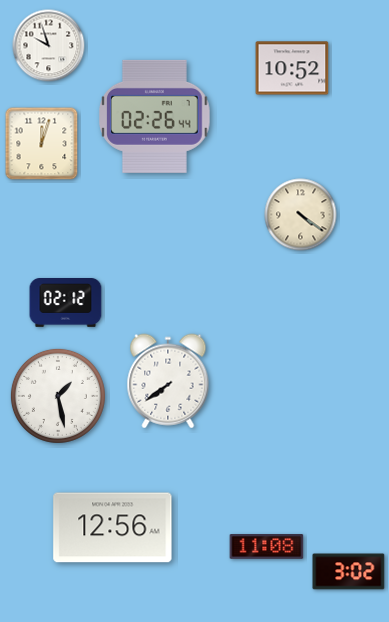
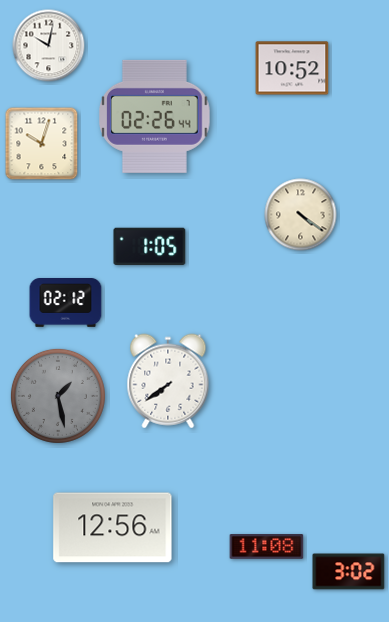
clock at (49, 46): 9:57 -> 10:02
clock at (42, 144): 12:03 -> 10:03
clock at (150, 247): none -> 1:05
clock at (58, 396) dial: white -> grey
